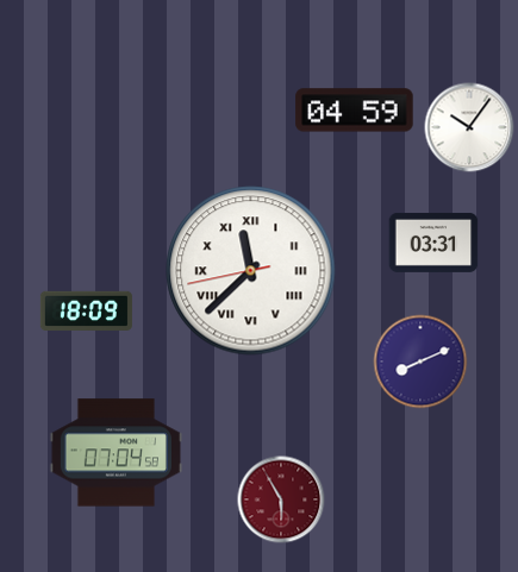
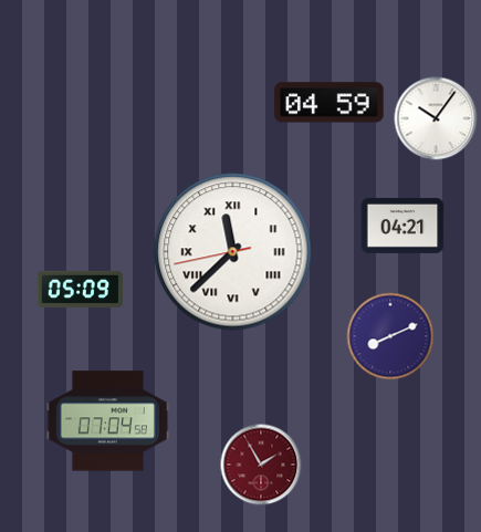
clock at (433, 243): 03:31 -> 04:21
clock at (86, 310): 18:09 -> 05:09
clock at (281, 499): 5:55 -> 1:55
